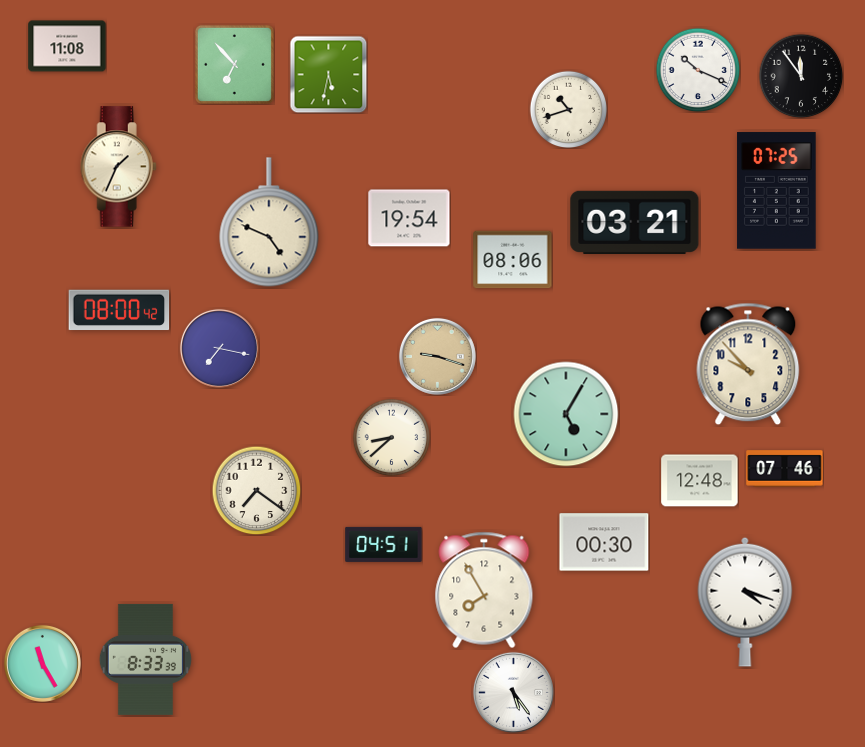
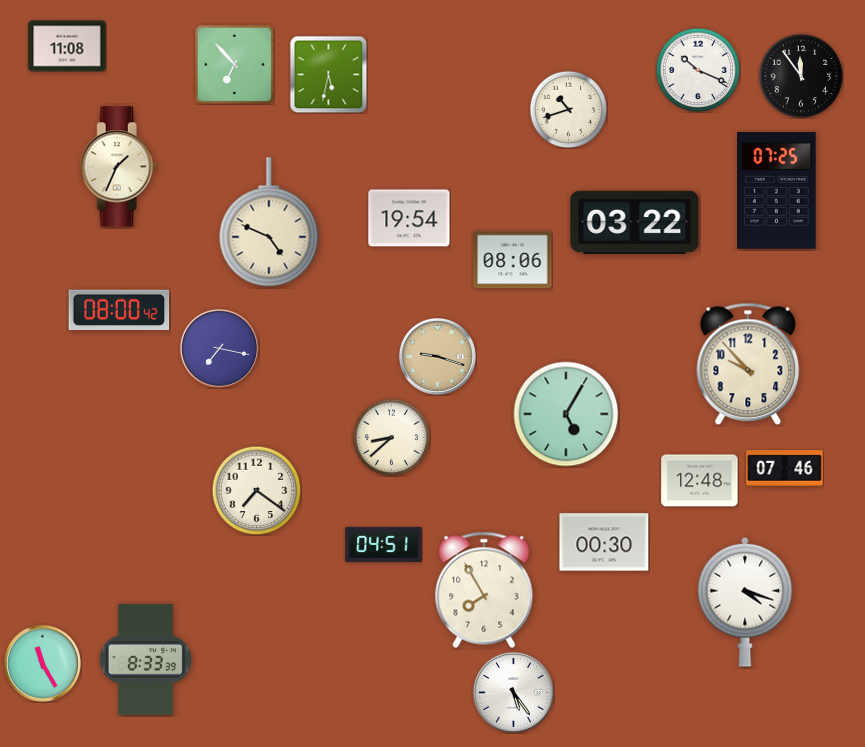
clock at (635, 222): 03:21 -> 03:22
